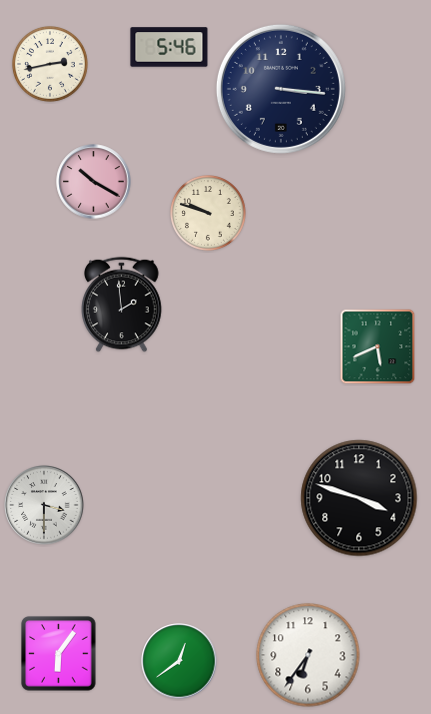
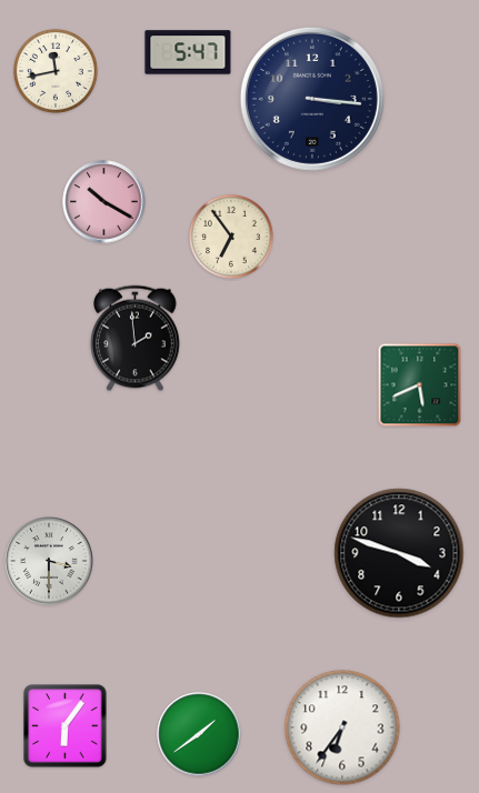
clock at (169, 47): 5:46 -> 5:47
clock at (51, 65): 2:43 -> 11:43
clock at (209, 214): 9:48 -> 6:54
clock at (179, 661): 12:39 -> 1:39
